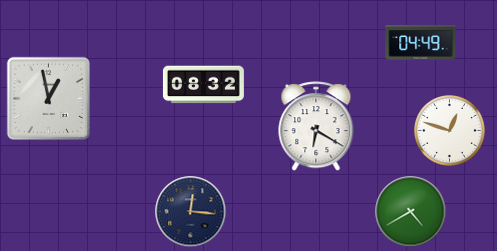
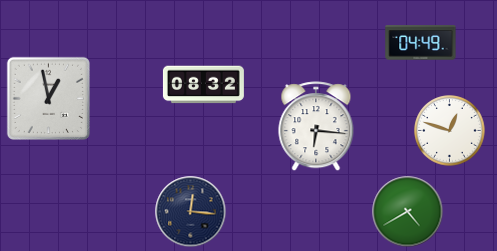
clock at (316, 127): 6:20 -> 6:16
clock at (411, 212) position: (411, 212) -> (408, 212)
